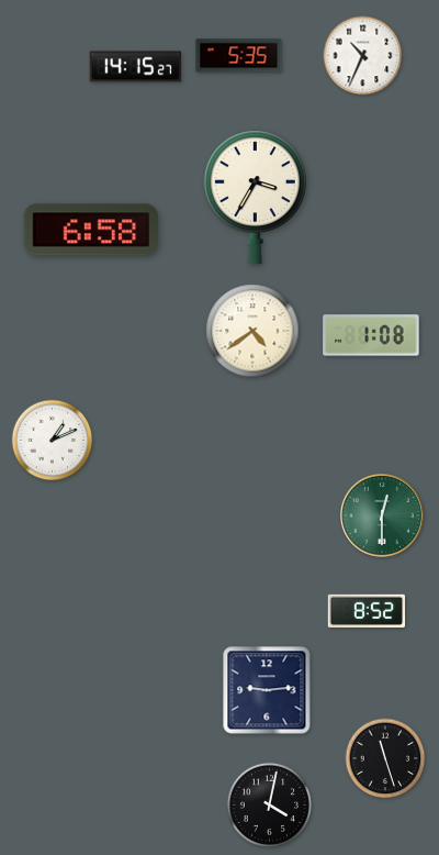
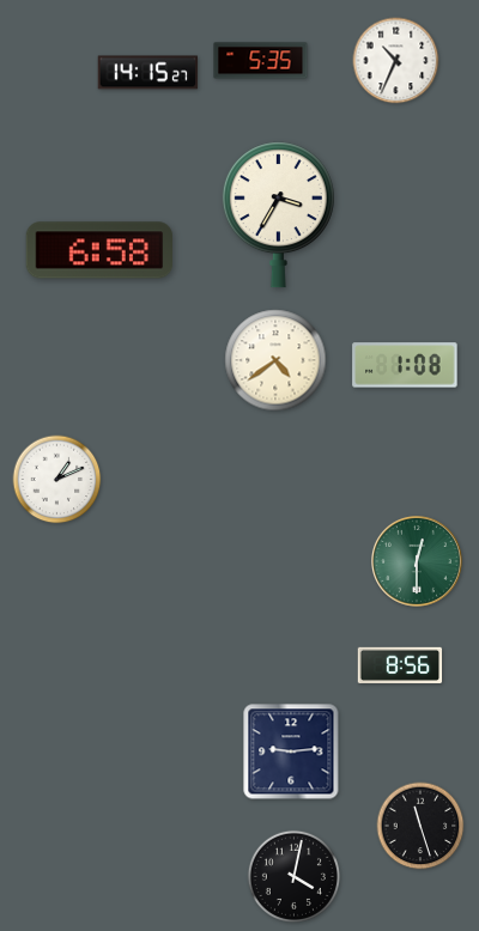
clock at (367, 610): 8:52 -> 8:56
